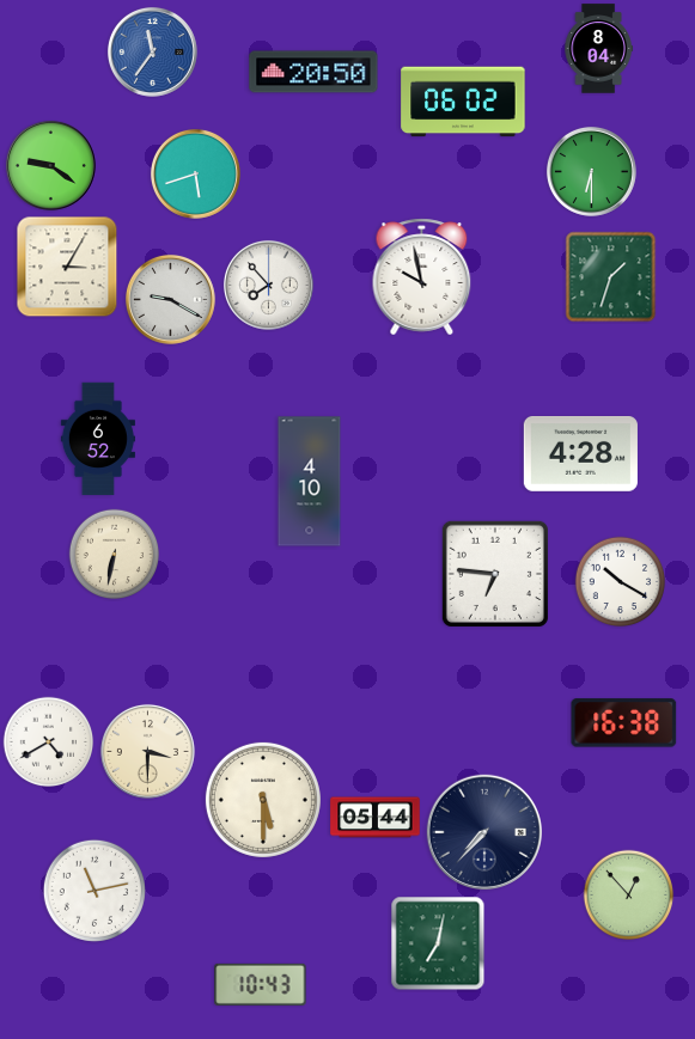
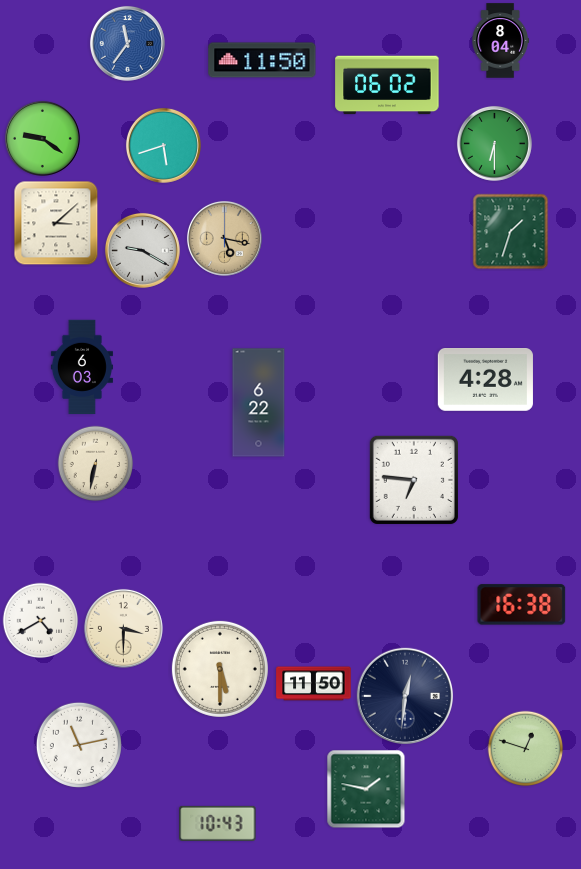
clock at (313, 72): 20:50 -> 11:50
clock at (67, 267): 3:05 -> 3:08
clock at (422, 277): 9:58 -> none
clock at (268, 285): 7:53 -> 5:17
clock at (268, 285) dial: white -> champagne
clock at (98, 439): 6:52 -> 6:03
clock at (310, 482): 4:10 -> 6:22
clock at (621, 582): 10:20 -> none
clock at (376, 818): 05:44 -> 11:50
clock at (483, 831): 7:37 -> 12:31
clock at (629, 896): 12:53 -> 12:48
clock at (438, 943): 7:02 -> 1:47
